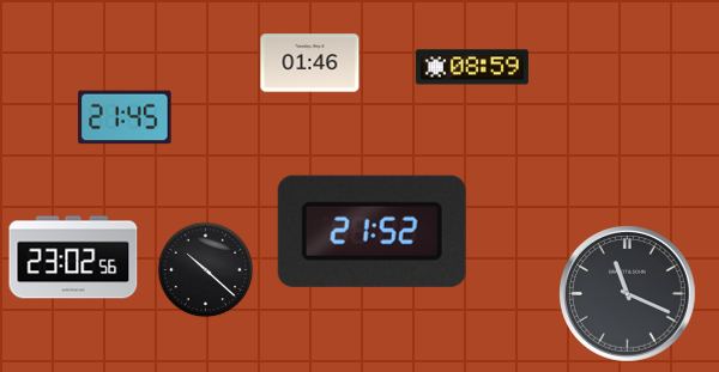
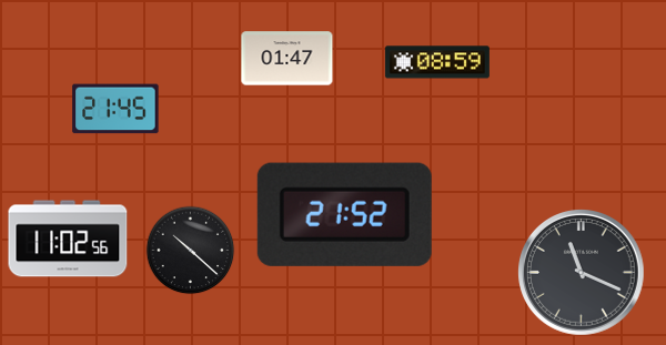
clock at (310, 63): 01:46 -> 01:47
clock at (73, 257): 23:02 -> 11:02
